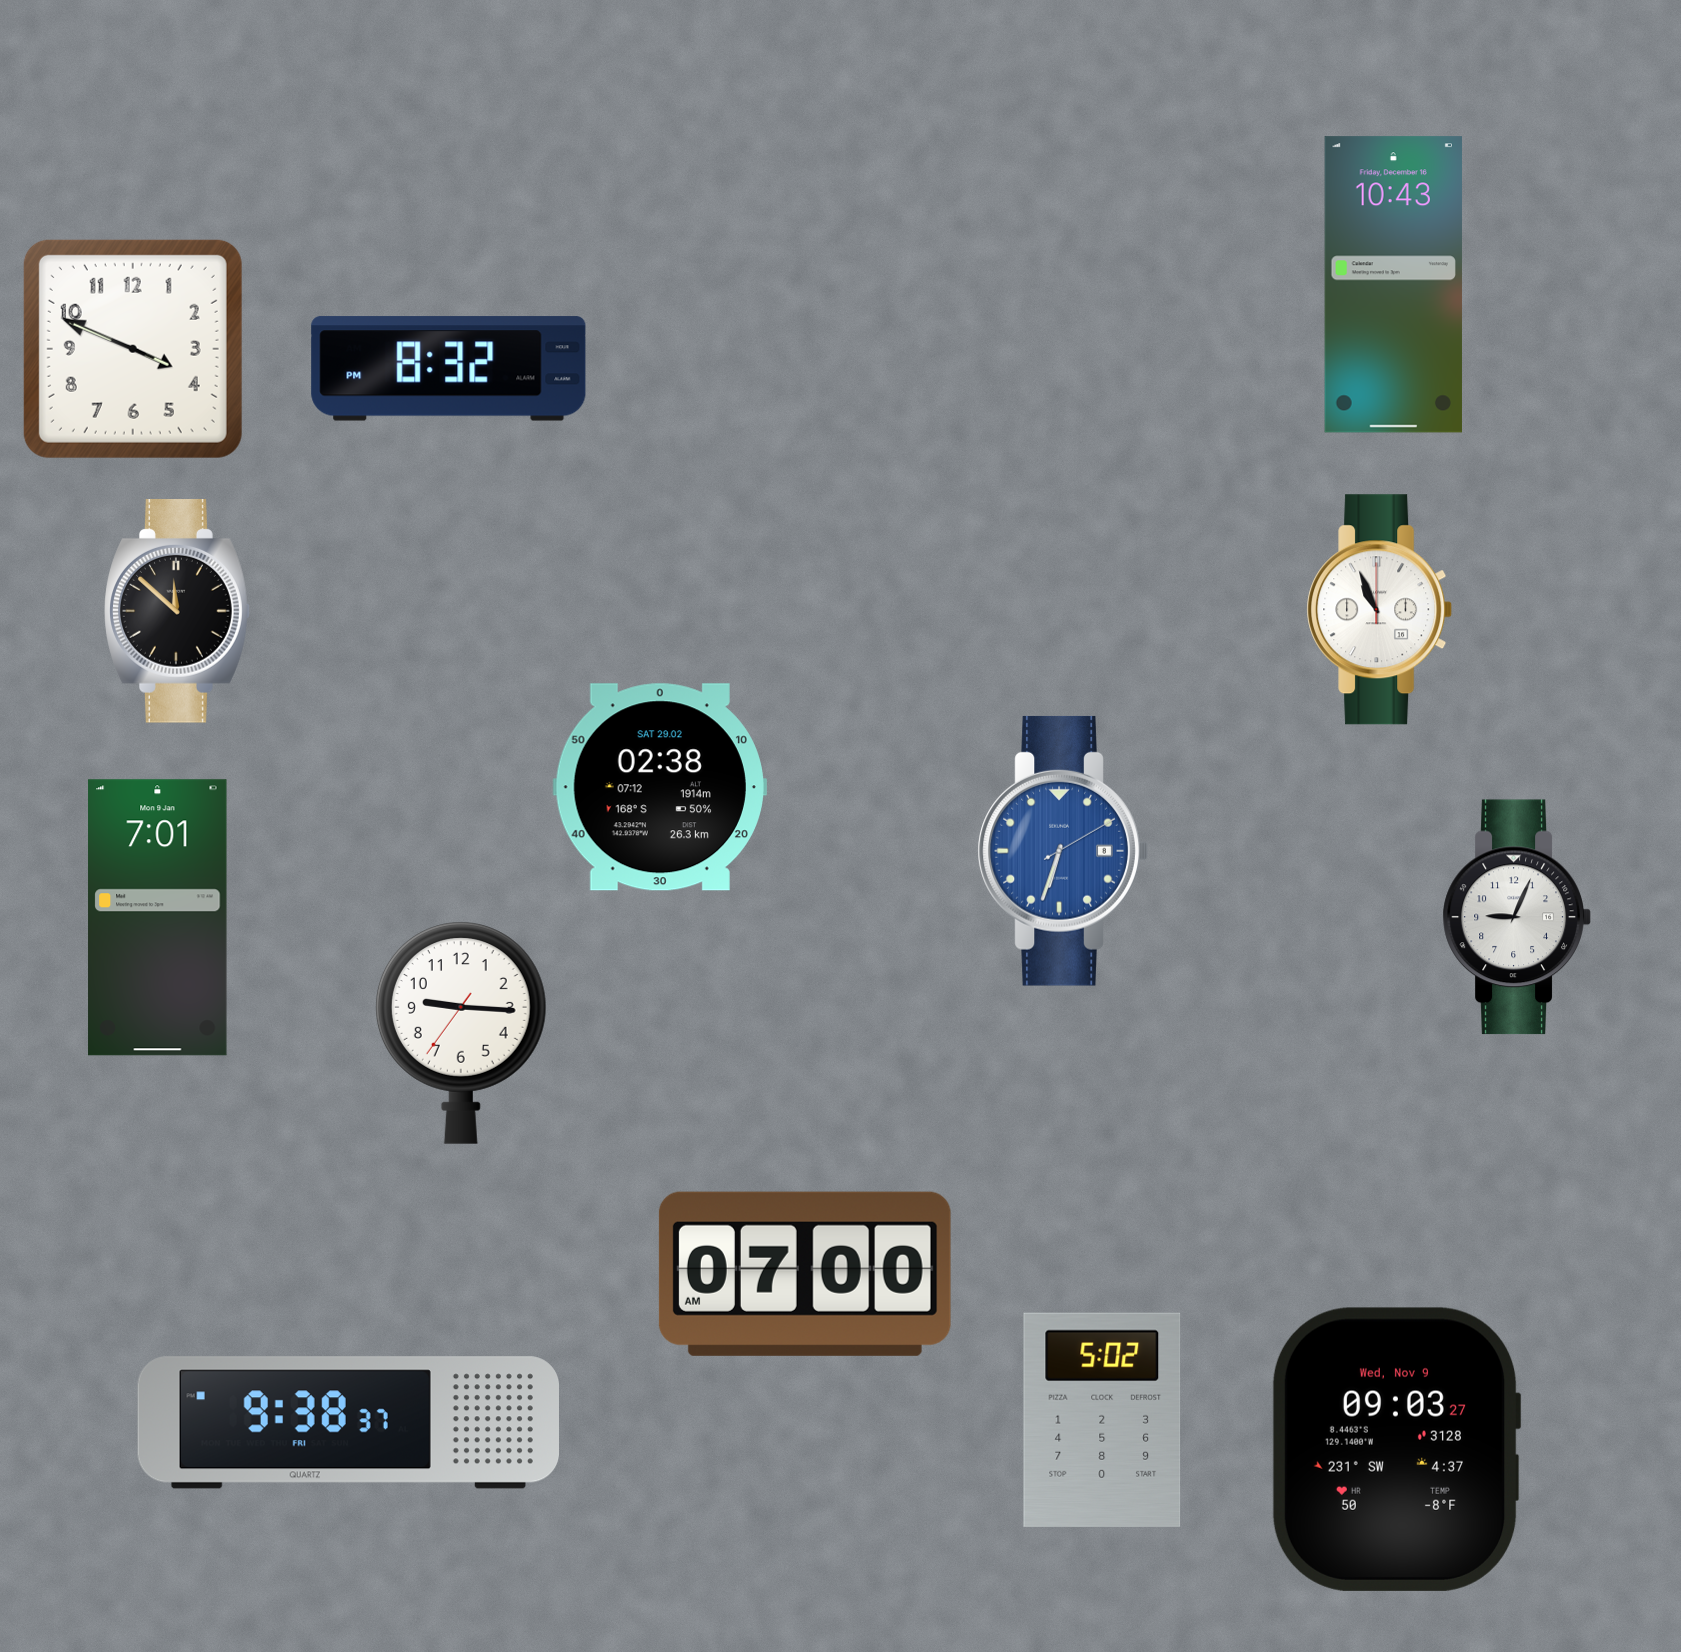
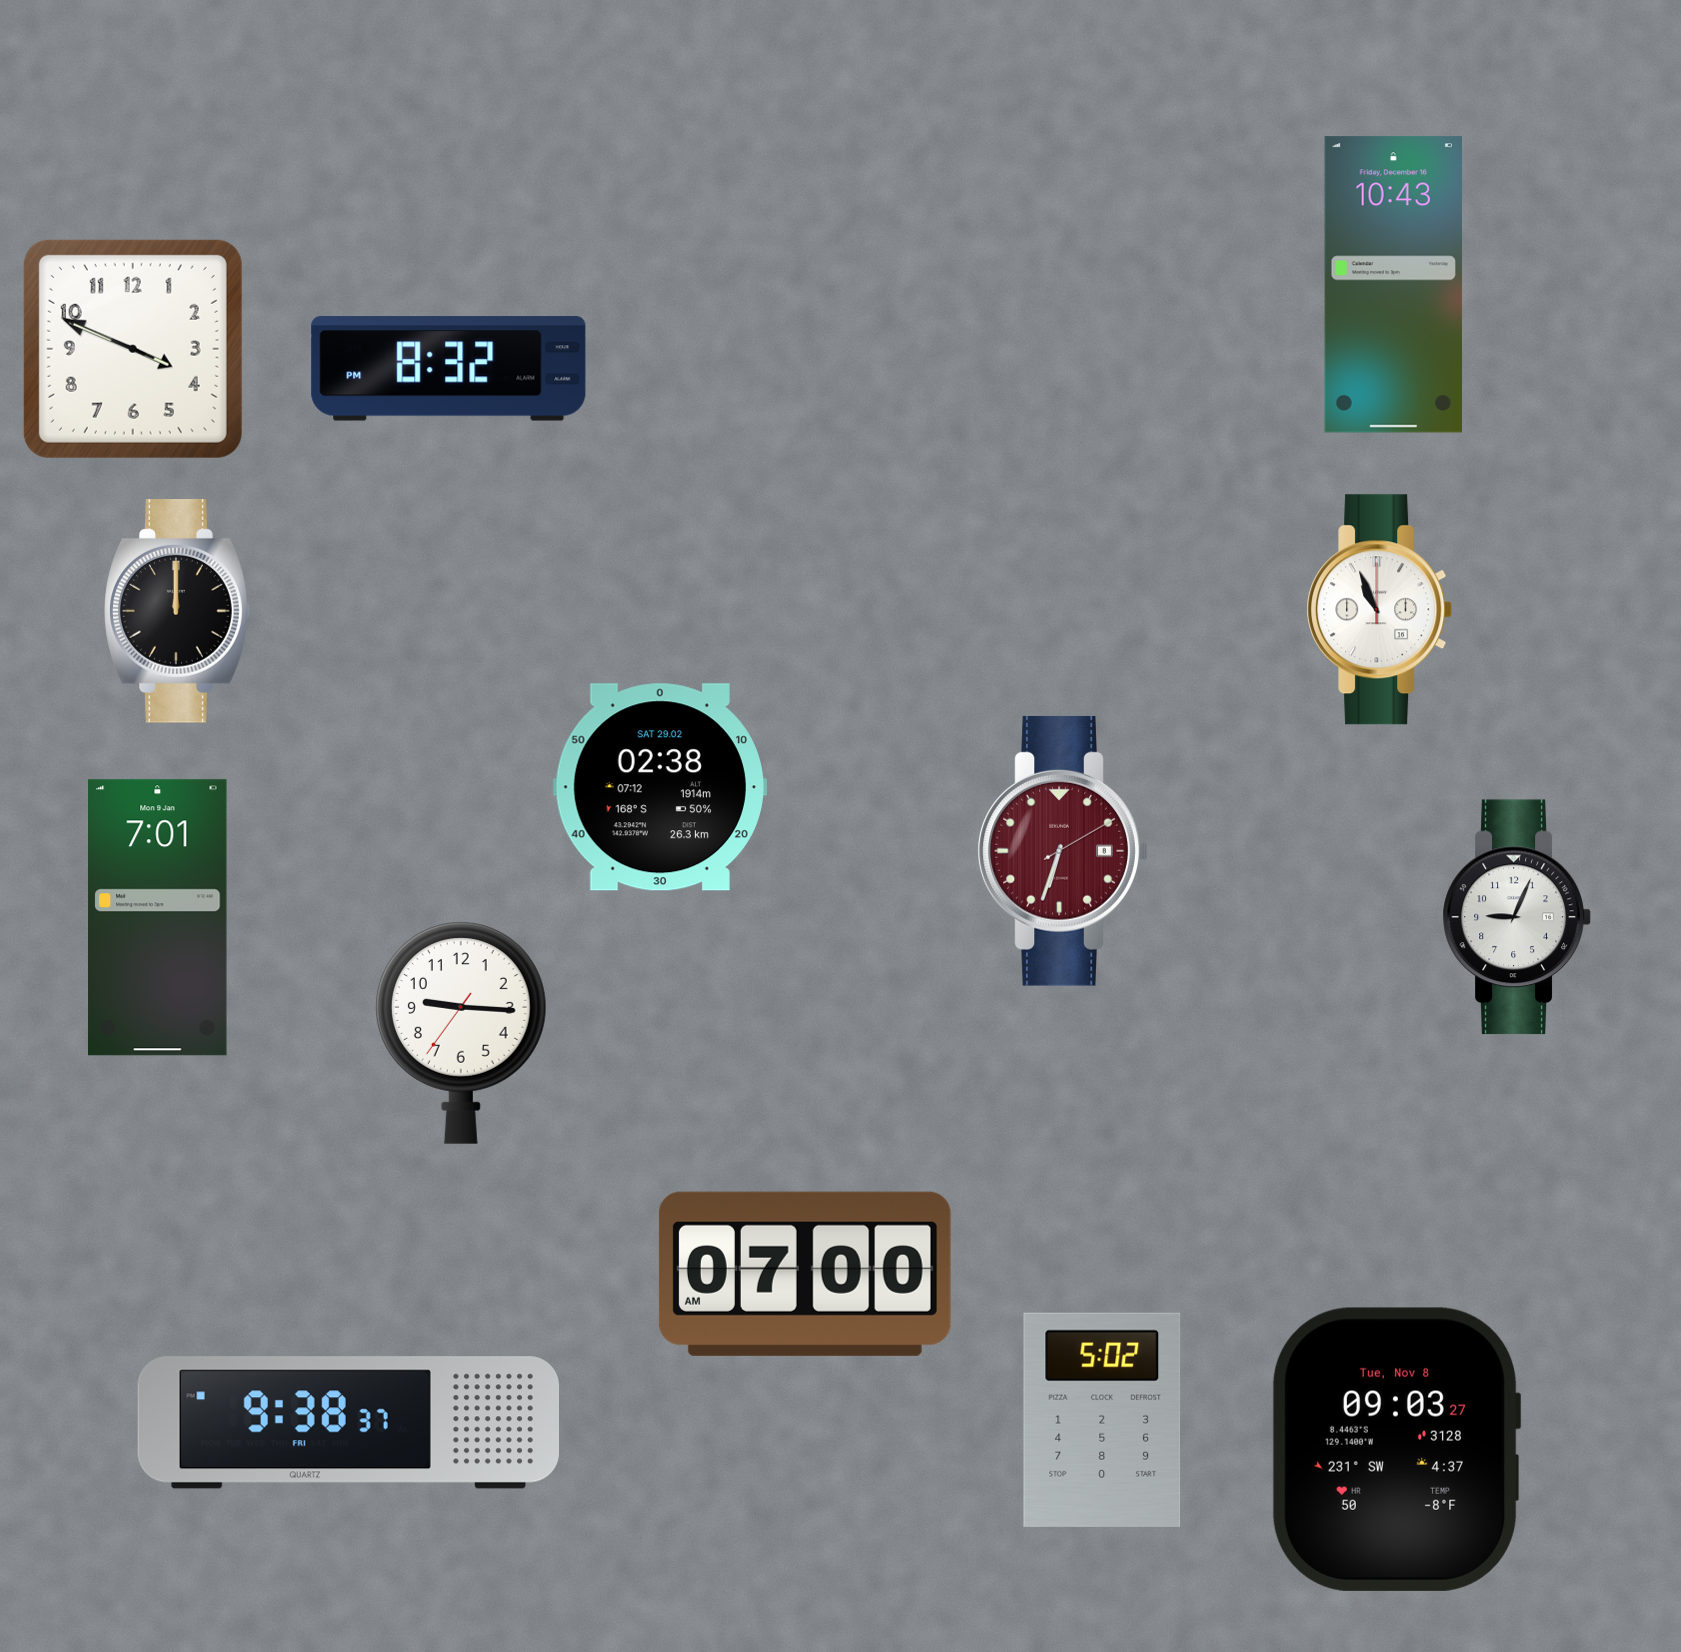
clock at (177, 612): 11:52 -> 12:00
clock at (1063, 851) dial: blue -> burgundy
clock at (1396, 1449) date: Wed, Nov 9 -> Tue, Nov 8
